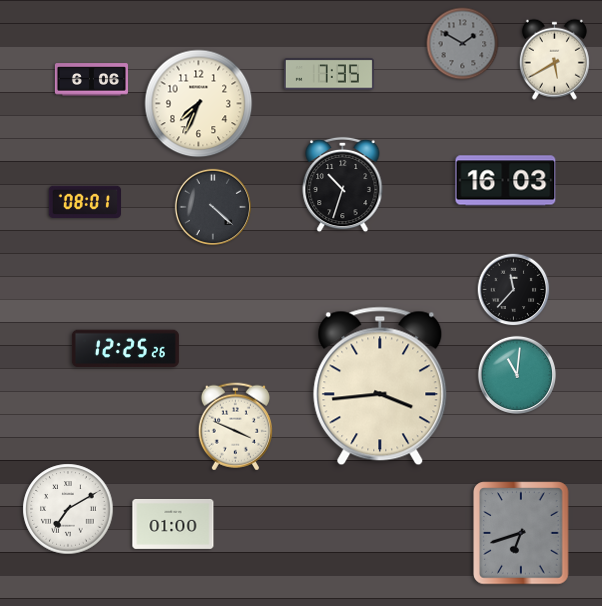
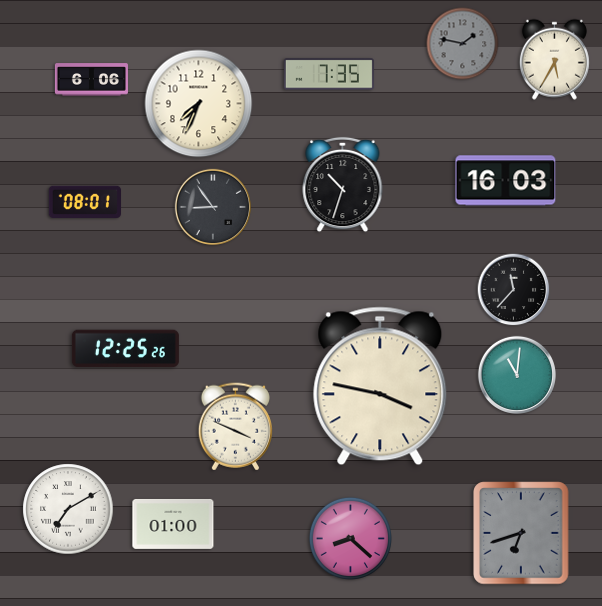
clock at (463, 44): 1:50 -> 1:47
clock at (554, 59): 5:40 -> 5:35
clock at (212, 206): 4:22 -> 8:54
clock at (380, 386): 3:44 -> 3:47
clock at (350, 538): none -> 8:22
